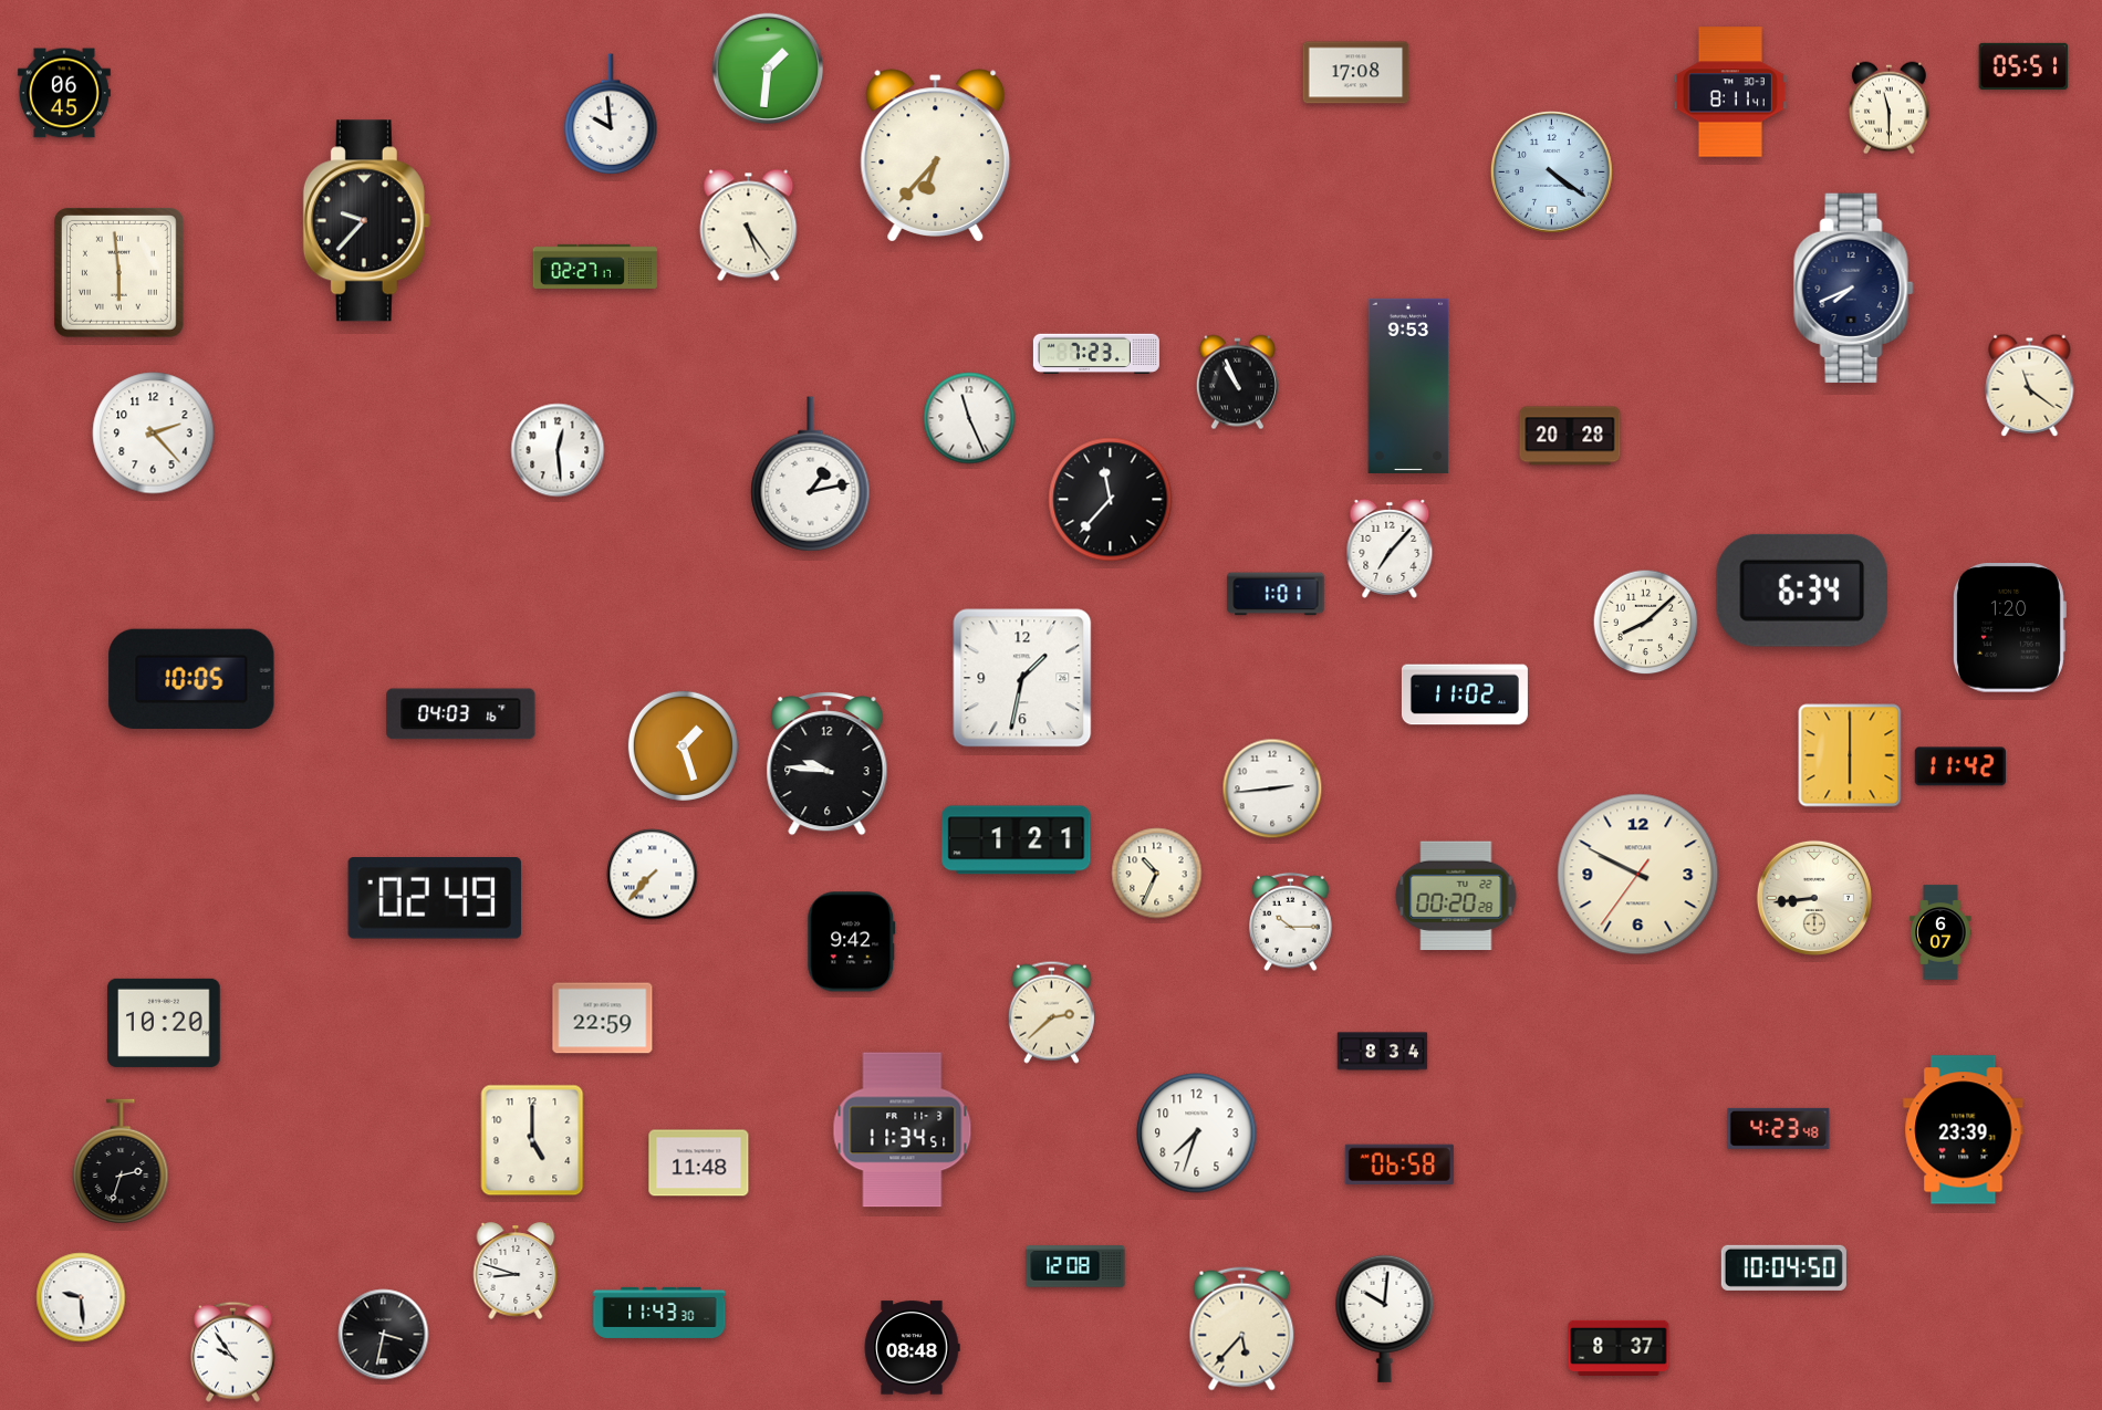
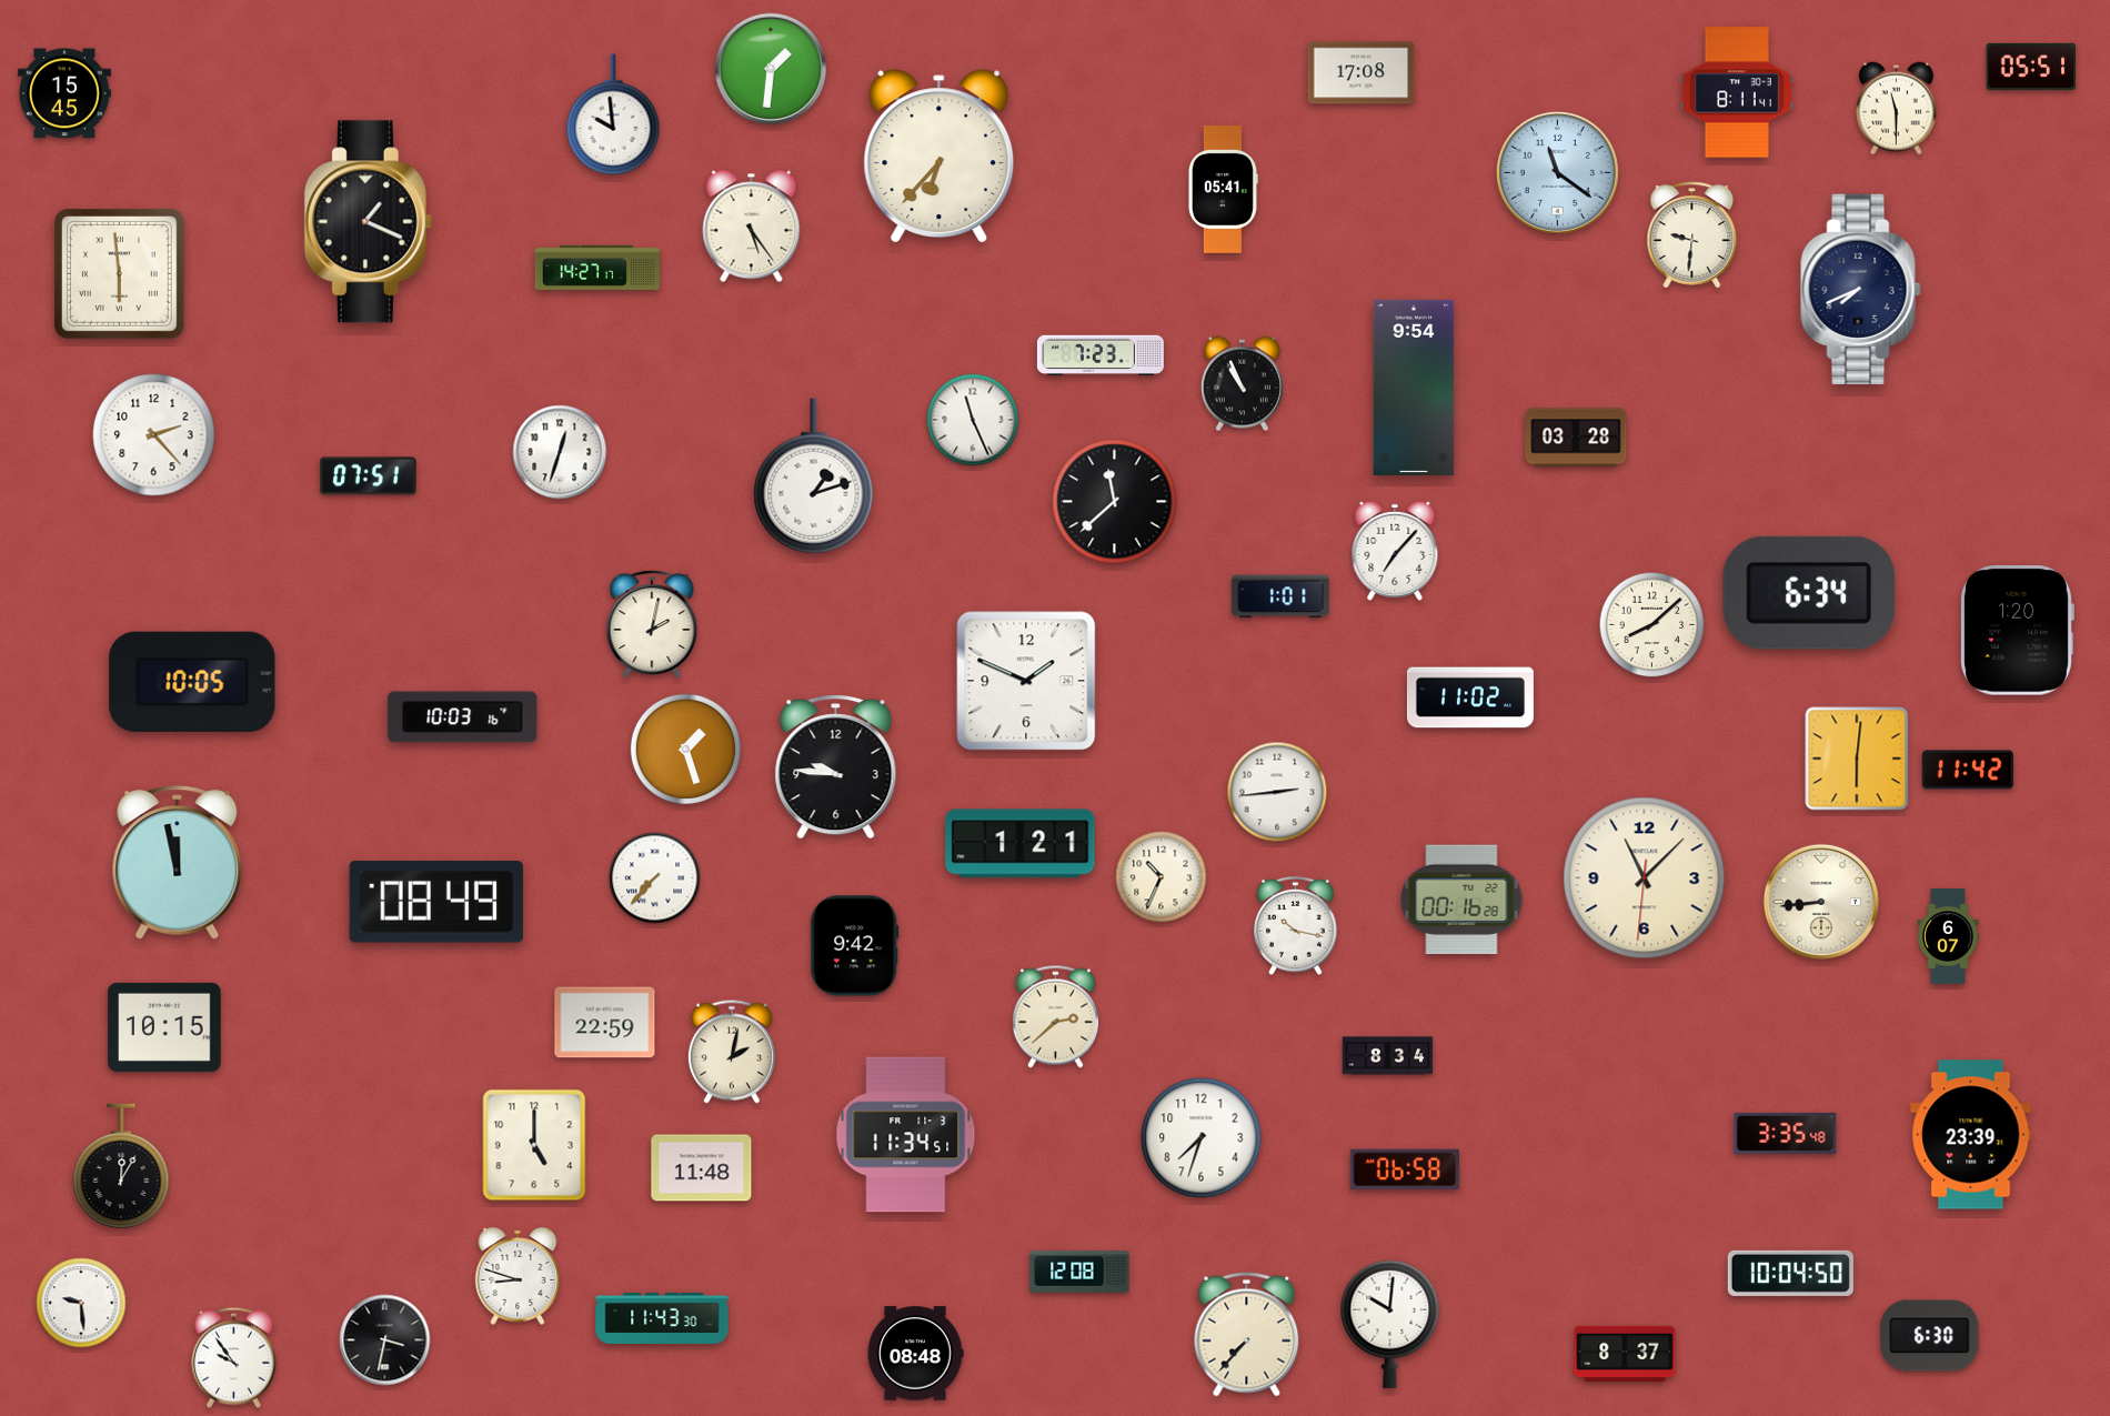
clock at (64, 93): 06:45 -> 15:45
clock at (1551, 171): 4:21 -> 11:21
clock at (1223, 189): none -> 05:41
clock at (366, 221): 9:37 -> 1:19
clock at (1692, 235): none -> 9:31
clock at (594, 267): 02:27 -> 14:27
clock at (2030, 385): 11:21 -> none
clock at (1408, 386): 9:53 -> 9:54
clock at (1570, 436): 20:28 -> 03:28
clock at (558, 450): 12:29 -> 12:33
clock at (369, 476): none -> 07:51
clock at (811, 474): 1:13 -> 1:12
clock at (1111, 500): 11:37 -> 11:38
clock at (652, 624): none -> 2:02
clock at (1022, 678): 1:32 -> 1:49
clock at (461, 714): 04:03 -> 10:03
clock at (1850, 755): 6:00 -> 6:01
clock at (828, 764) position: (828, 764) -> (836, 767)
clock at (178, 863): none -> 11:58
clock at (1638, 875): 9:49 -> 11:07
clock at (1456, 896): 00:20 -> 00:16
clock at (435, 898): 02:49 -> 08:49
clock at (1291, 922): 10:15 -> 10:17
clock at (164, 1023): 10:20 -> 10:15
clock at (732, 1052): none -> 2:02
clock at (1779, 1128): 4:23 -> 3:35
clock at (121, 1161): 2:33 -> 12:05
clock at (1242, 1329): 5:37 -> 7:37
clock at (1930, 1336): none -> 6:30
